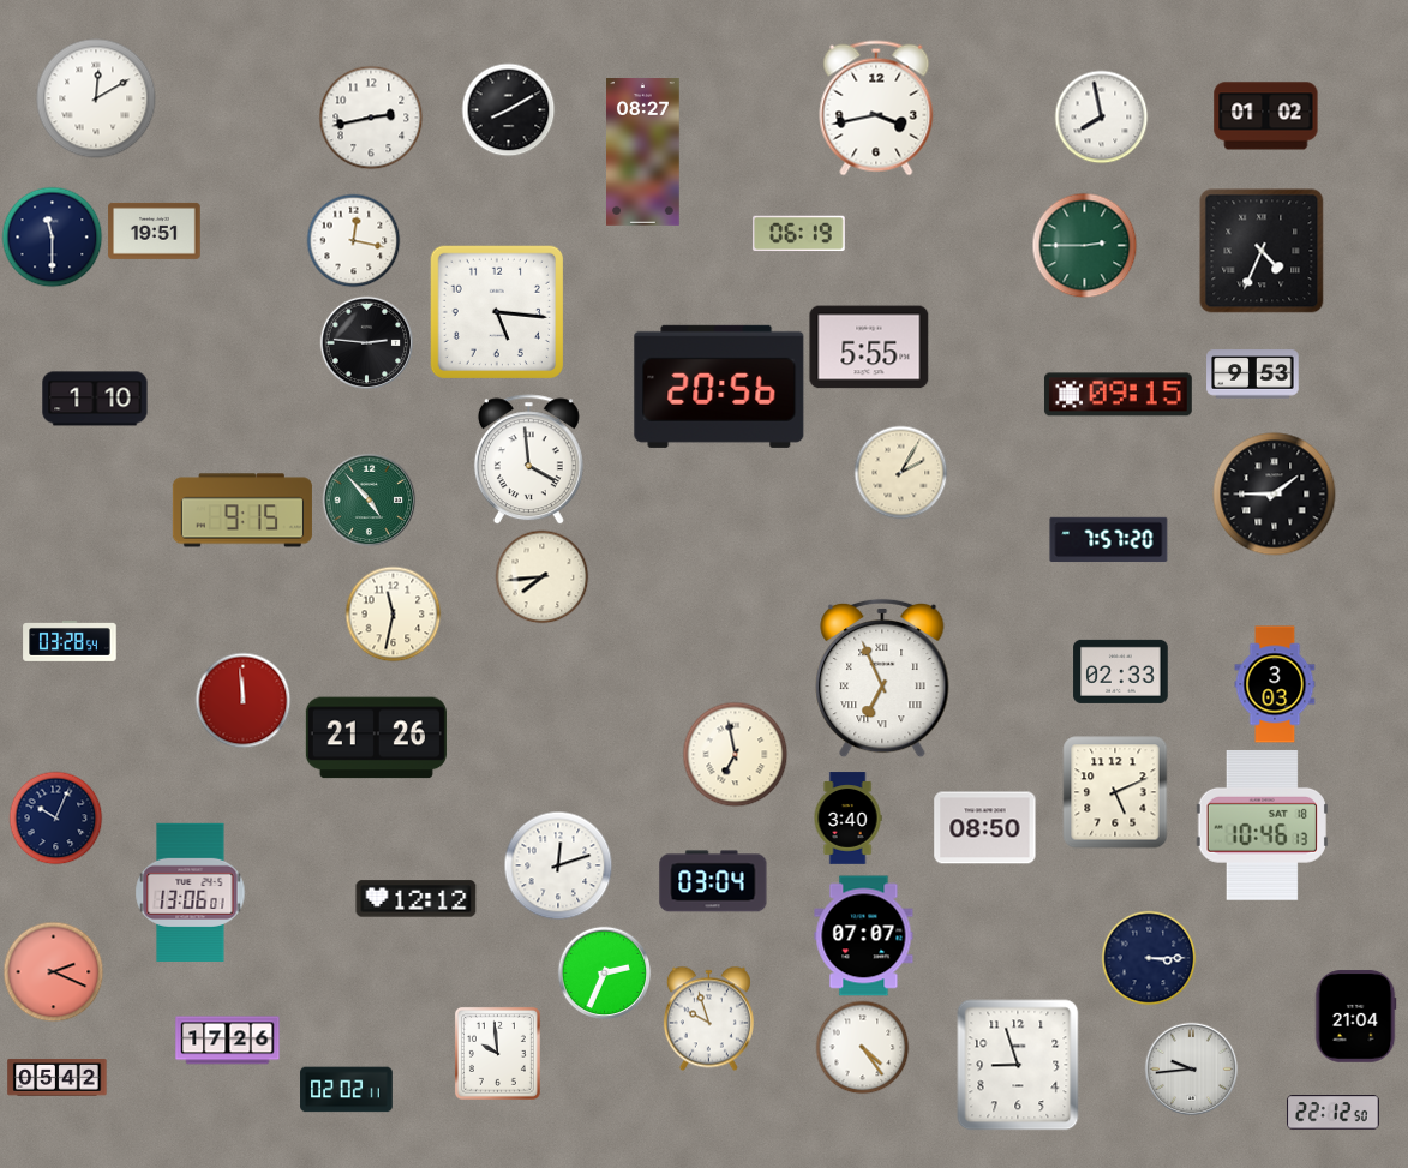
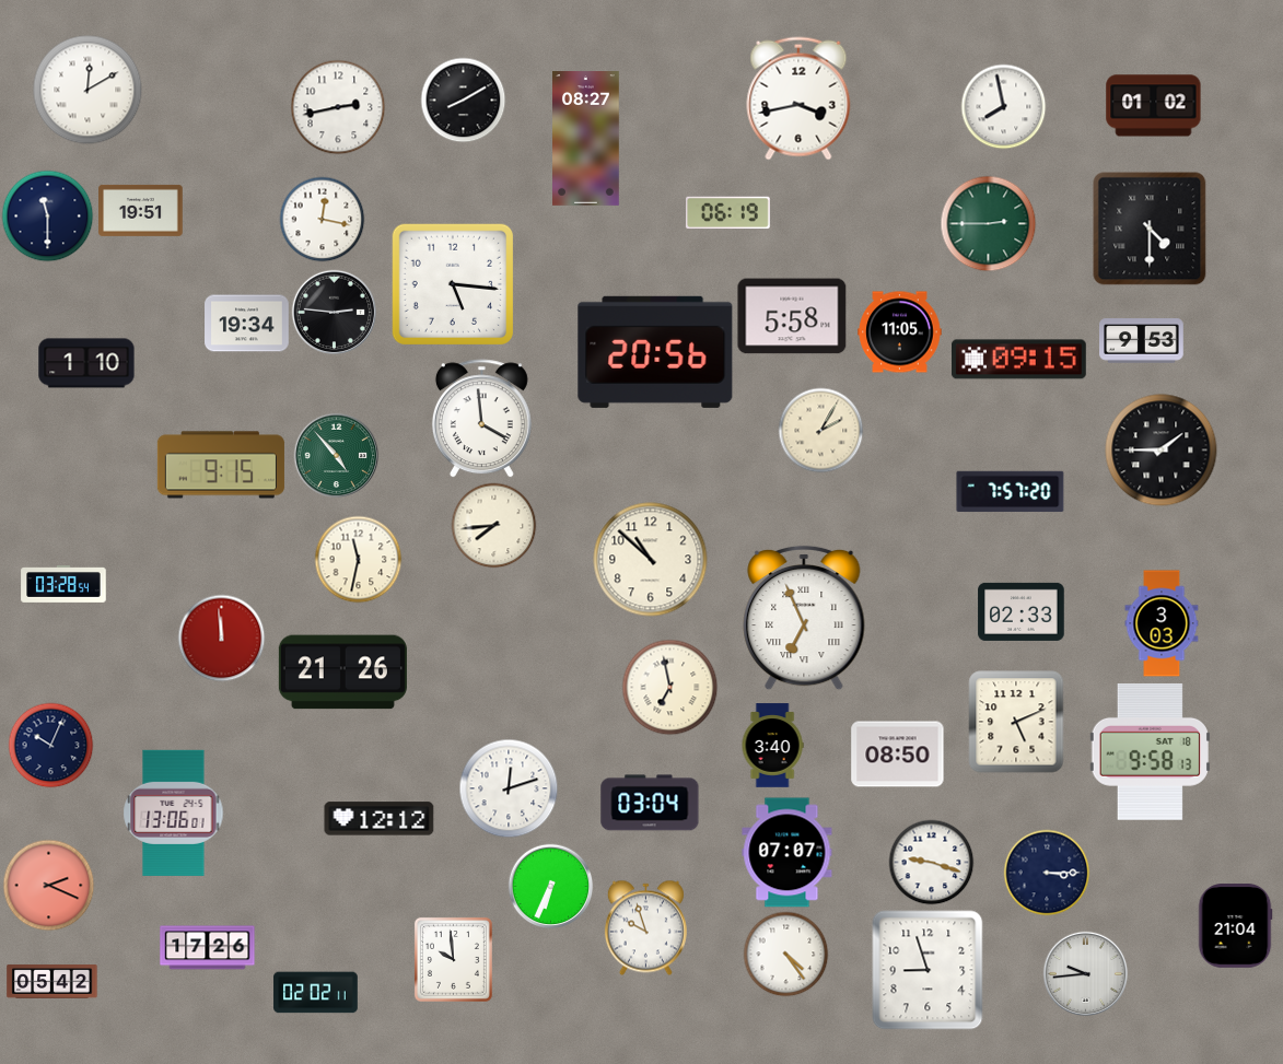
clock at (1262, 251): 4:34 -> 4:30
clock at (869, 347): 5:55 -> 5:58
clock at (247, 324): none -> 19:34
clock at (900, 332): none -> 11:05
clock at (651, 560): none -> 10:52
clock at (1262, 825): 10:46 -> 9:58
clock at (931, 862): none -> 9:18
clock at (604, 972): 2:34 -> 6:34
clock at (1334, 1113): 22:12 -> none
